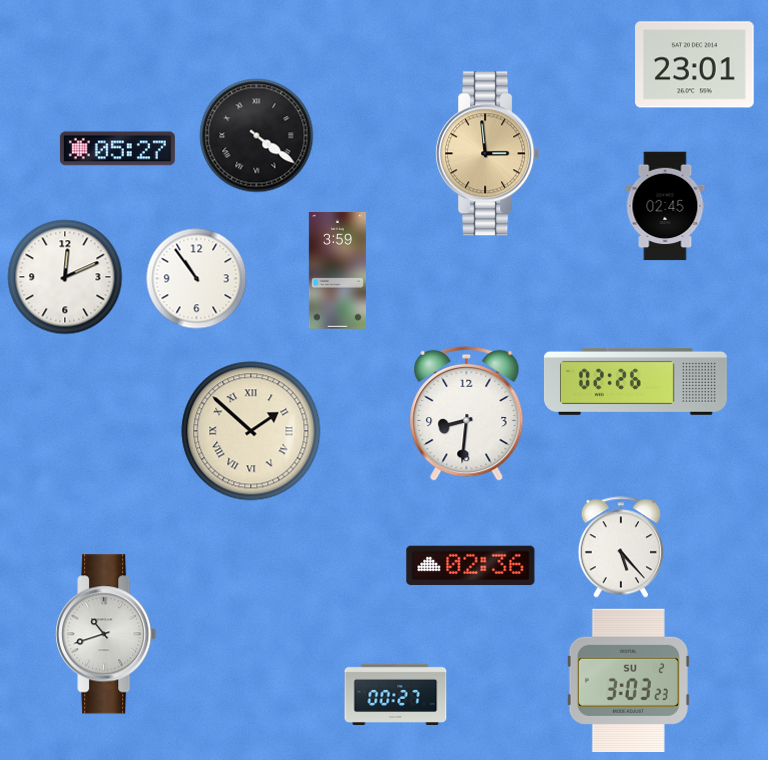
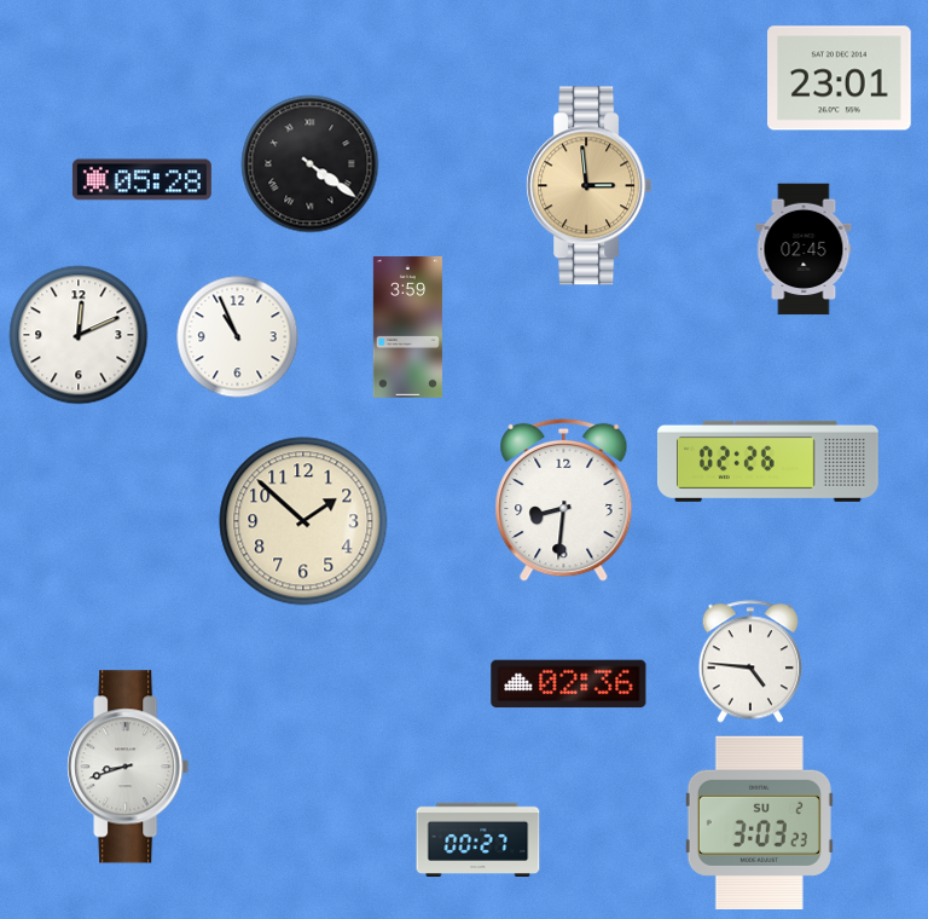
clock at (117, 149): 05:27 -> 05:28
clock at (197, 279): 10:54 -> 10:56
clock at (251, 431) numerals: Roman -> Arabic
clock at (621, 547): 5:23 -> 4:46
clock at (106, 634): 10:42 -> 8:42
